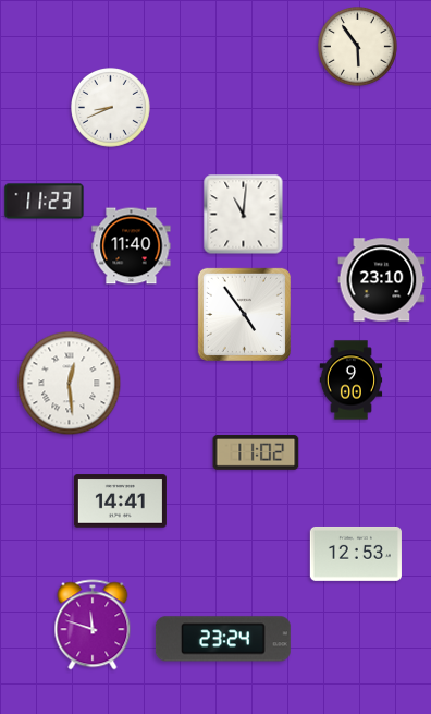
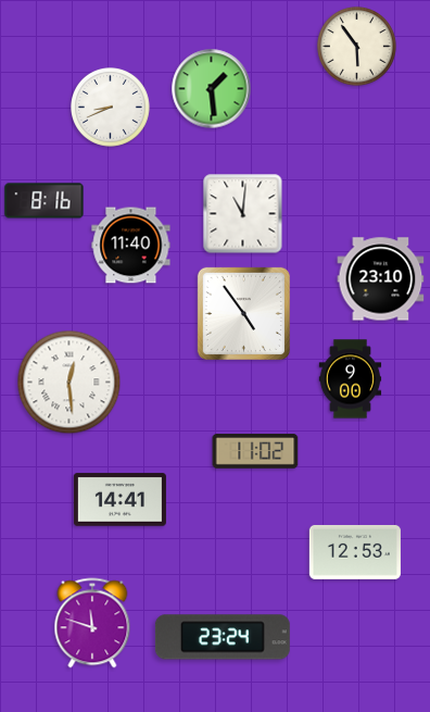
clock at (212, 89): none -> 1:29
clock at (45, 202): 11:23 -> 8:16
